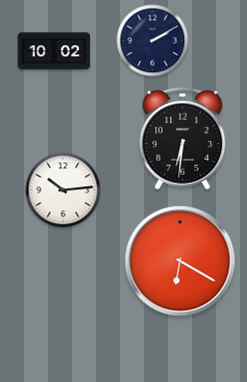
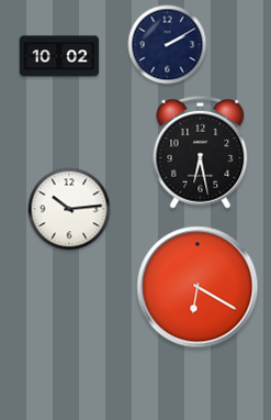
clock at (183, 138): 6:31 -> 6:28
